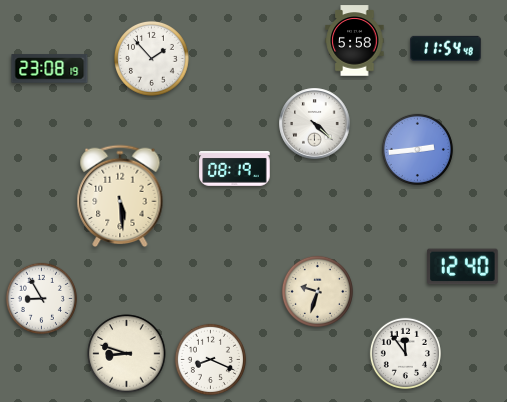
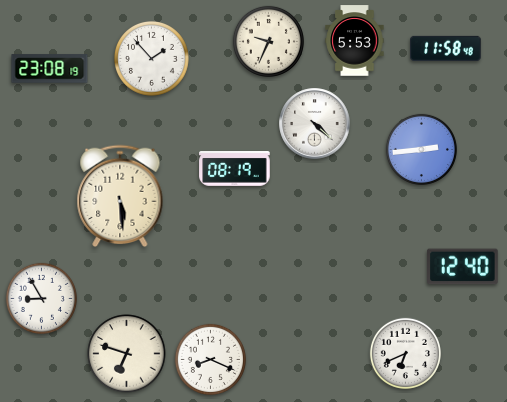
clock at (268, 41): none -> 9:34
clock at (355, 41): 5:58 -> 5:53
clock at (446, 48): 11:54 -> 11:58
clock at (417, 149) position: (417, 149) -> (421, 149)
clock at (317, 291): 9:33 -> none
clock at (405, 353): 11:54 -> 6:41
clock at (127, 354): 8:48 -> 6:48
